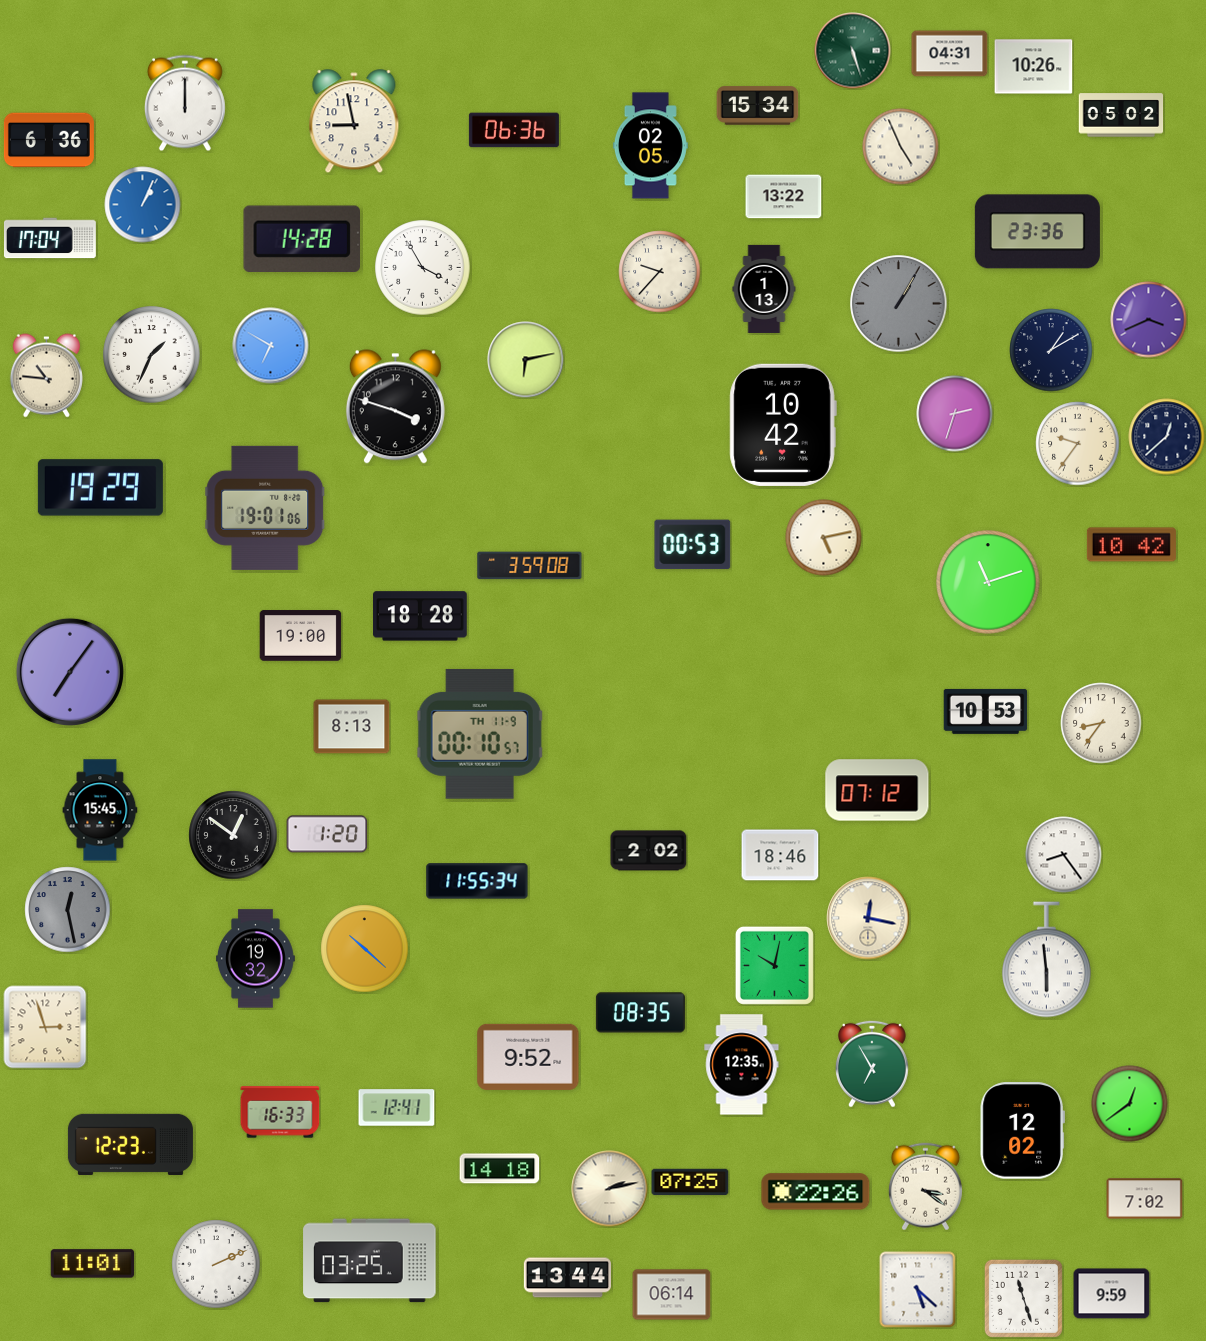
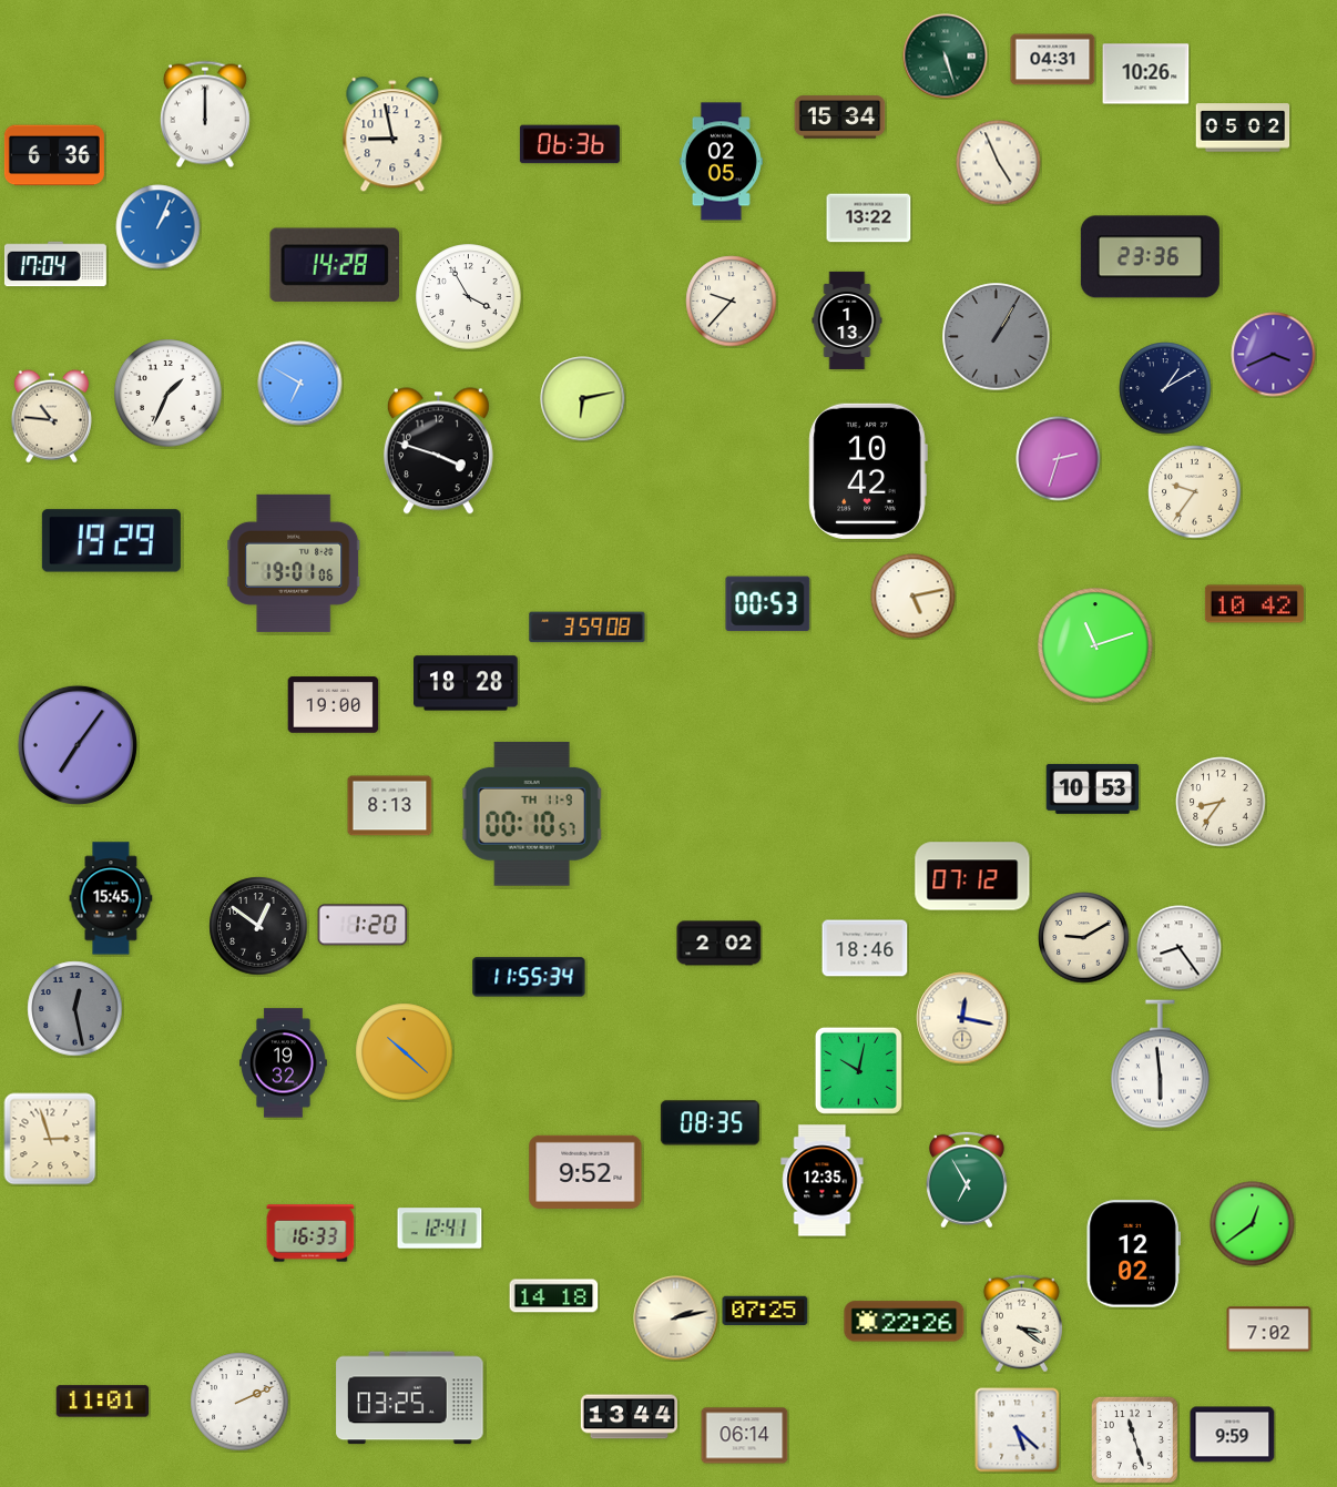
clock at (1167, 437): 12:38 -> none
clock at (1084, 938): none -> 9:10
clock at (130, 1144): 12:23 -> none
clock at (925, 1187) position: (925, 1187) -> (1021, 1324)
